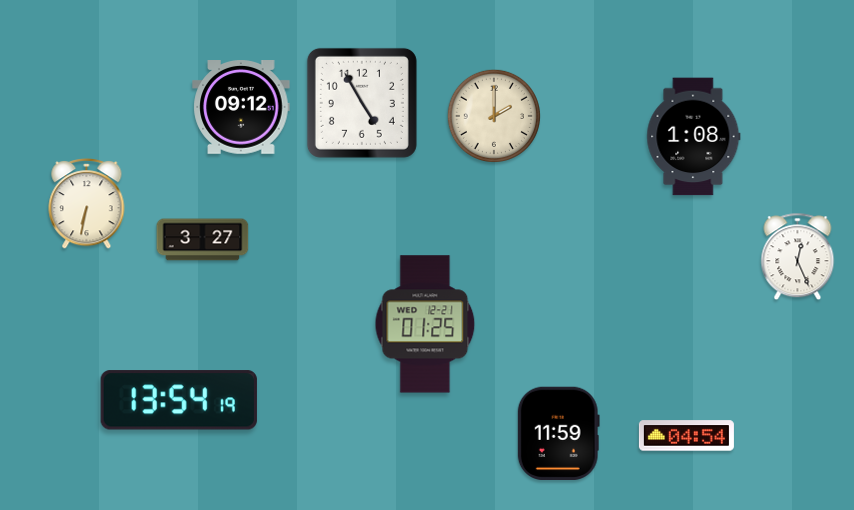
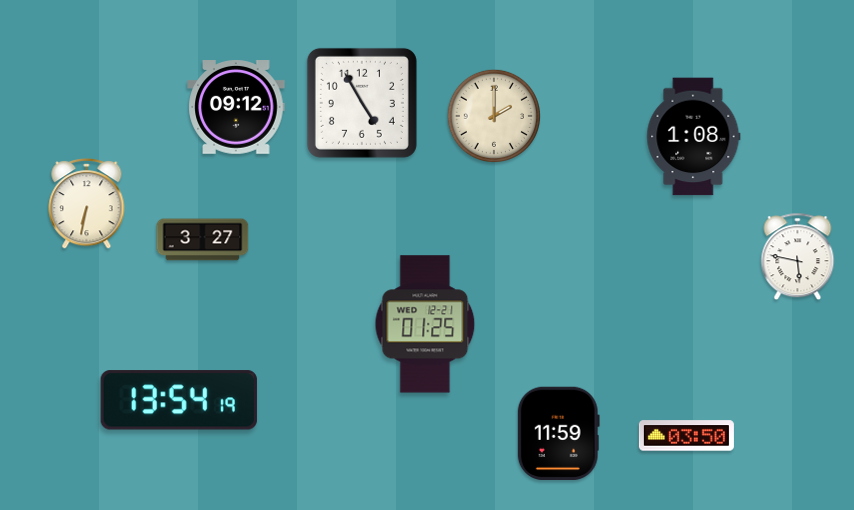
clock at (241, 108) position: (241, 108) -> (236, 108)
clock at (798, 257): 12:26 -> 5:47
clock at (686, 436): 04:54 -> 03:50
